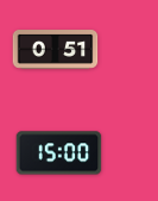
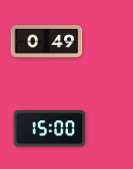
clock at (56, 50): 0:51 -> 0:49
